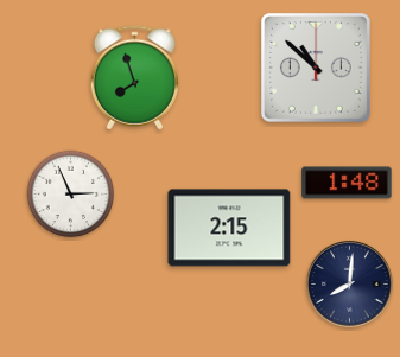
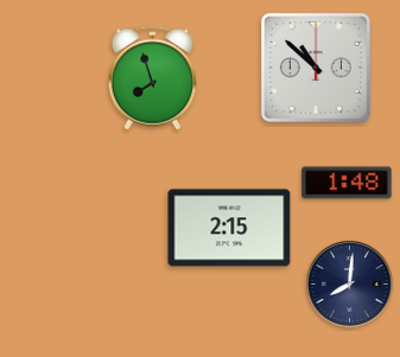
clock at (134, 78) position: (134, 78) -> (152, 78)
clock at (71, 195): 2:56 -> none
